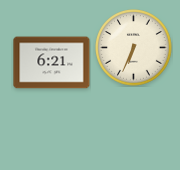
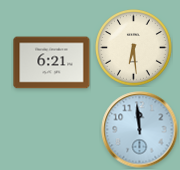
clock at (134, 48): 6:34 -> 6:29
clock at (140, 130): none -> 11:59
